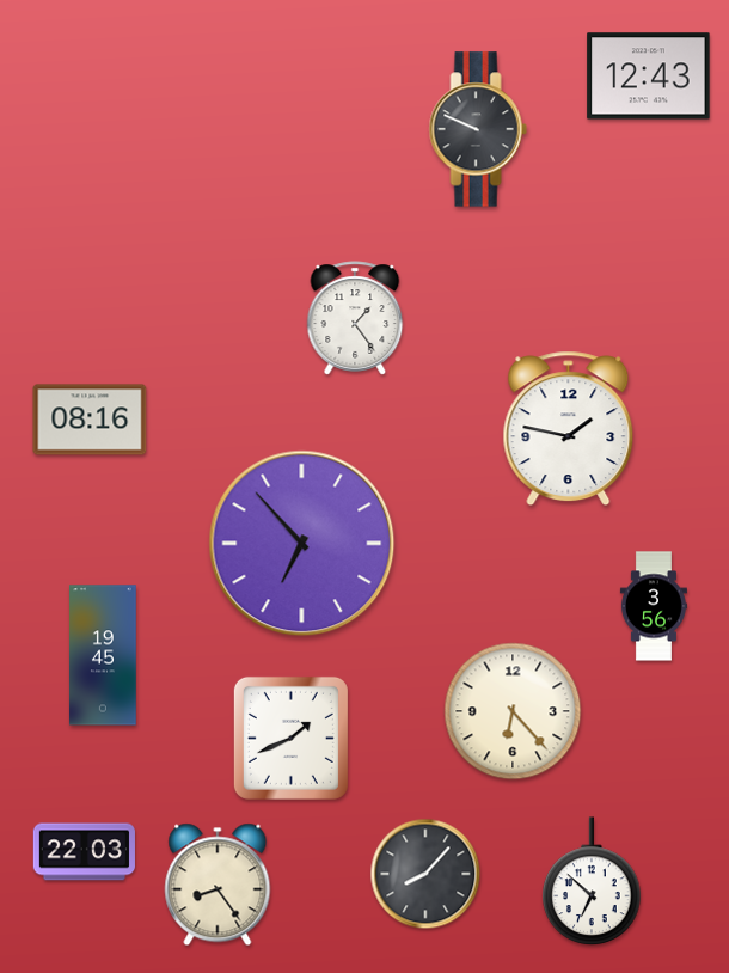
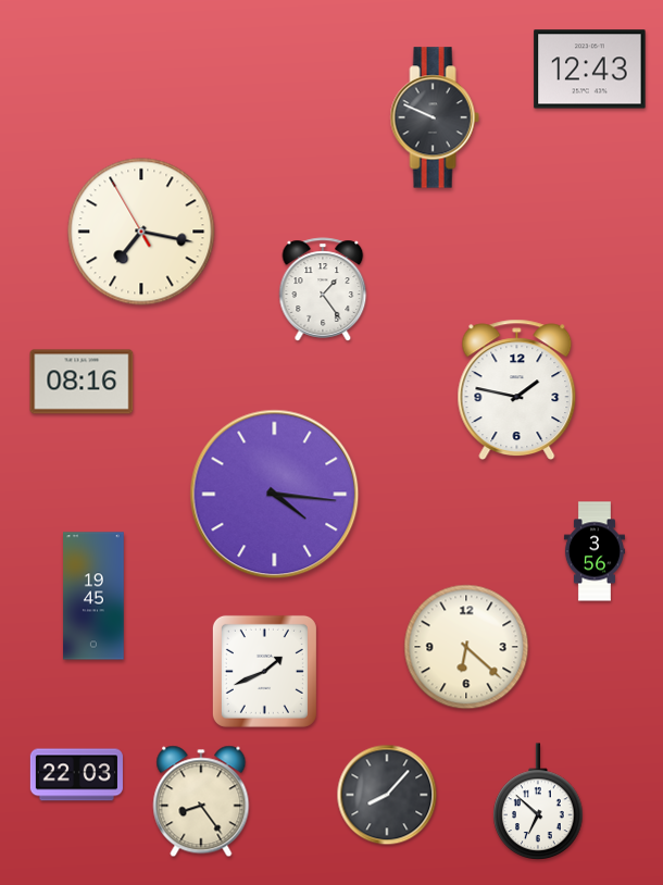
clock at (141, 232): none -> 7:16
clock at (302, 544): 6:53 -> 4:16
clock at (513, 711): 6:23 -> 6:22
clock at (218, 885) position: (218, 885) -> (201, 801)
